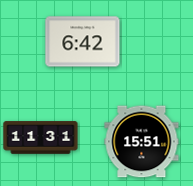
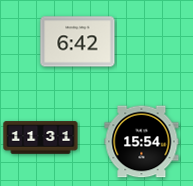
clock at (83, 42) position: (83, 42) -> (78, 42)
clock at (142, 142): 15:51 -> 15:54
